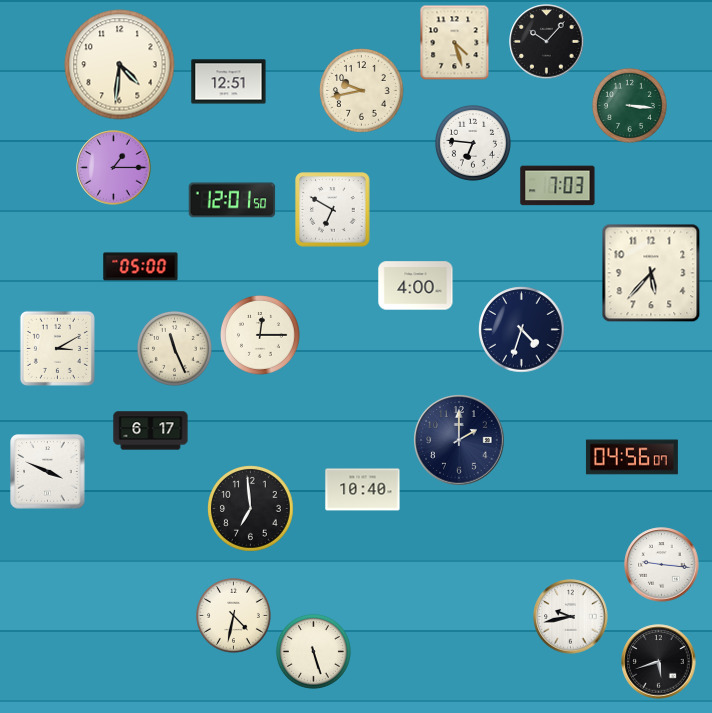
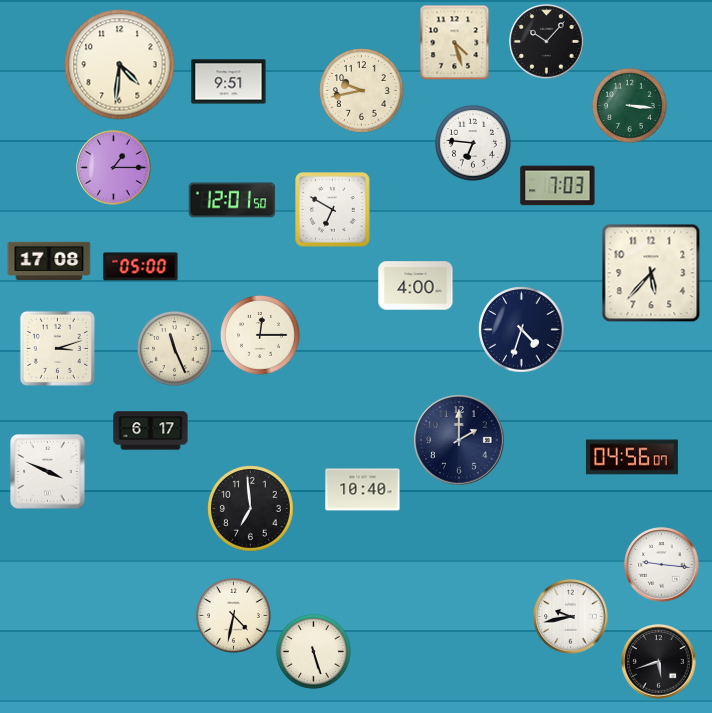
clock at (229, 82): 12:51 -> 9:51
clock at (49, 261): none -> 17:08
clock at (57, 348): 3:10 -> 3:12
